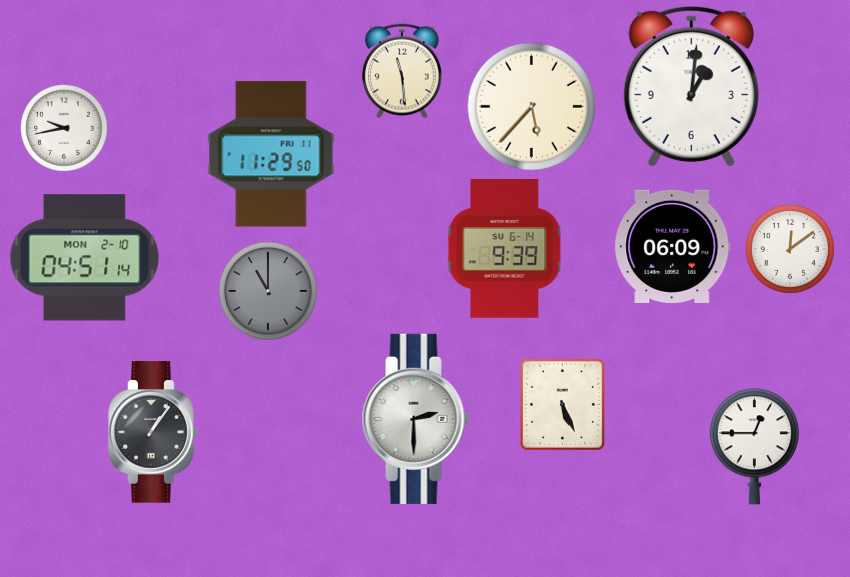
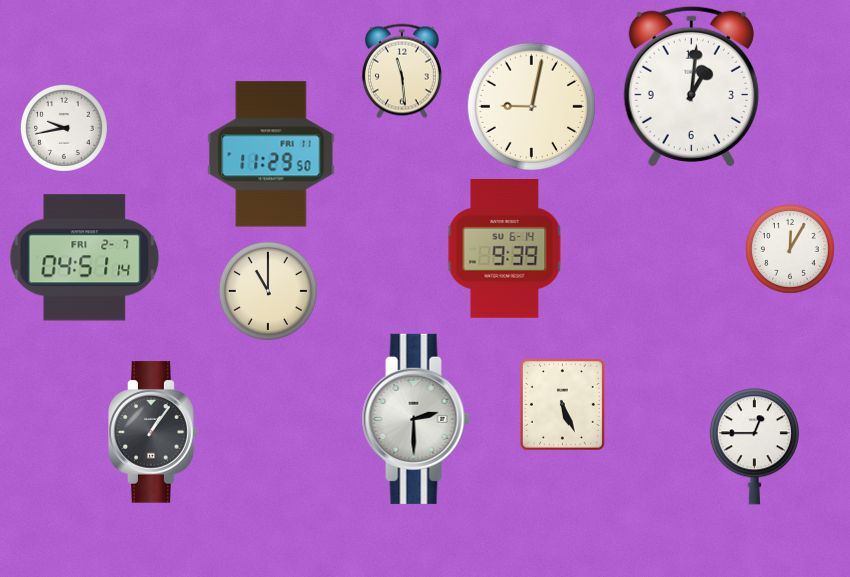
clock at (531, 106): 5:37 -> 9:02
clock at (673, 246): 06:09 -> none
clock at (790, 249): 12:09 -> 12:05
clock at (85, 258) date: MON 2-10 -> FRI 2-7
clock at (268, 291) dial: grey -> cream
